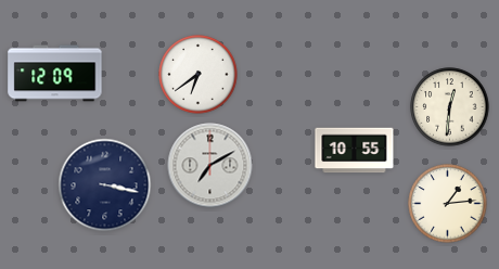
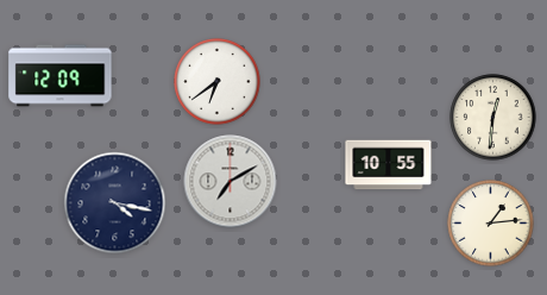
clock at (55, 74) position: (55, 74) -> (61, 76)
clock at (105, 185): 3:17 -> 4:17
